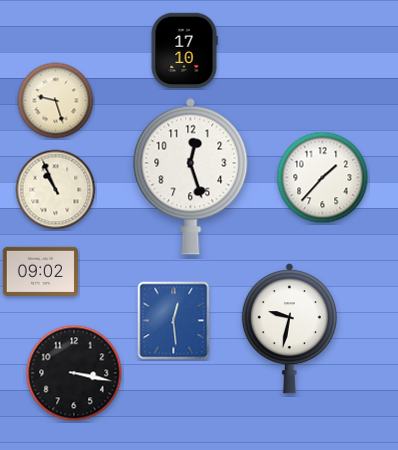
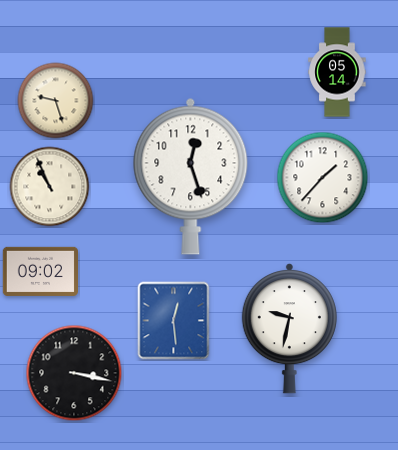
clock at (184, 51): 17:10 -> none
clock at (337, 72): none -> 05:14
clock at (56, 190) position: (56, 190) -> (50, 187)
